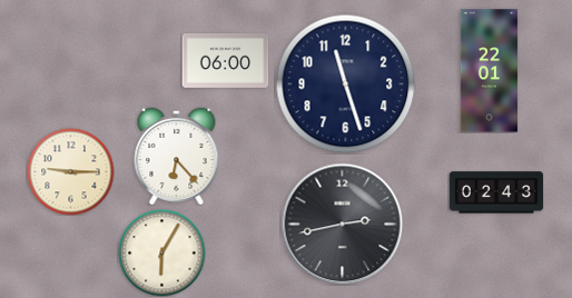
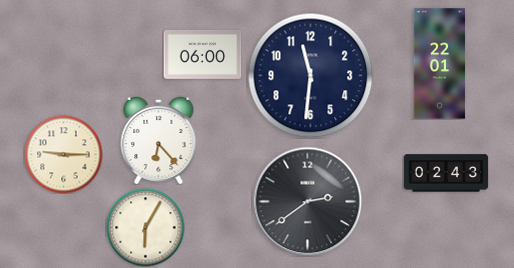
clock at (345, 83): 11:27 -> 11:31
clock at (342, 223): 2:43 -> 2:39
